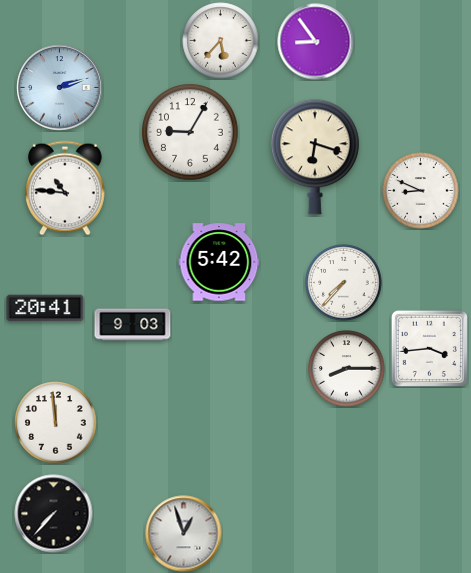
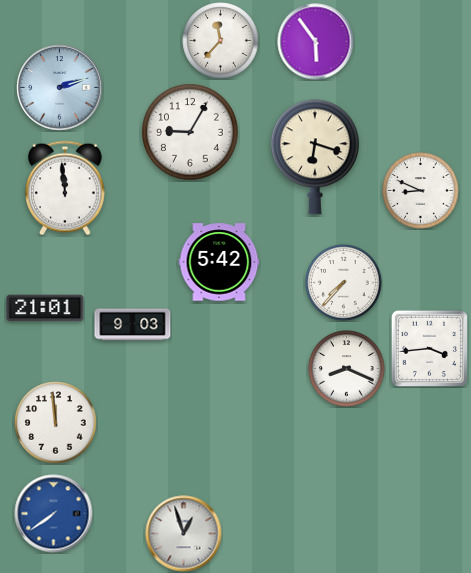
clock at (221, 41): 5:37 -> 11:37
clock at (316, 42): 8:54 -> 5:54
clock at (65, 188): 10:46 -> 11:59
clock at (45, 308): 20:41 -> 21:01
clock at (347, 369): 8:15 -> 8:19
clock at (54, 514): 7:37 -> 7:39
clock at (54, 514) dial: black -> blue
